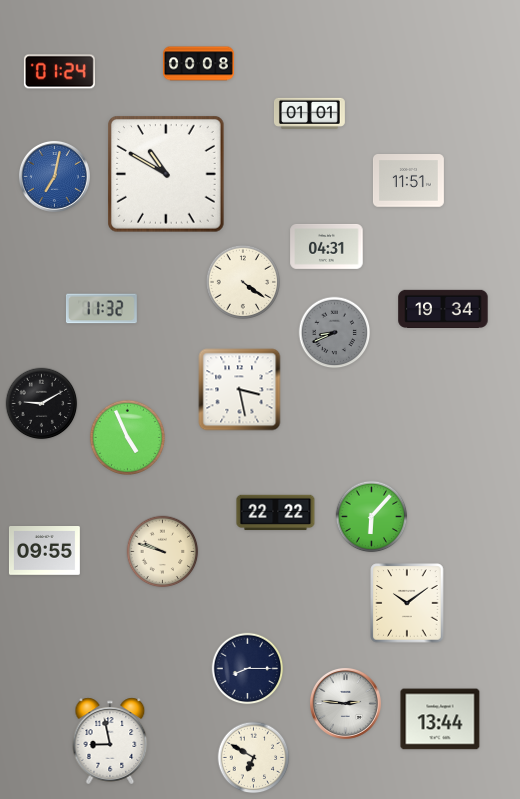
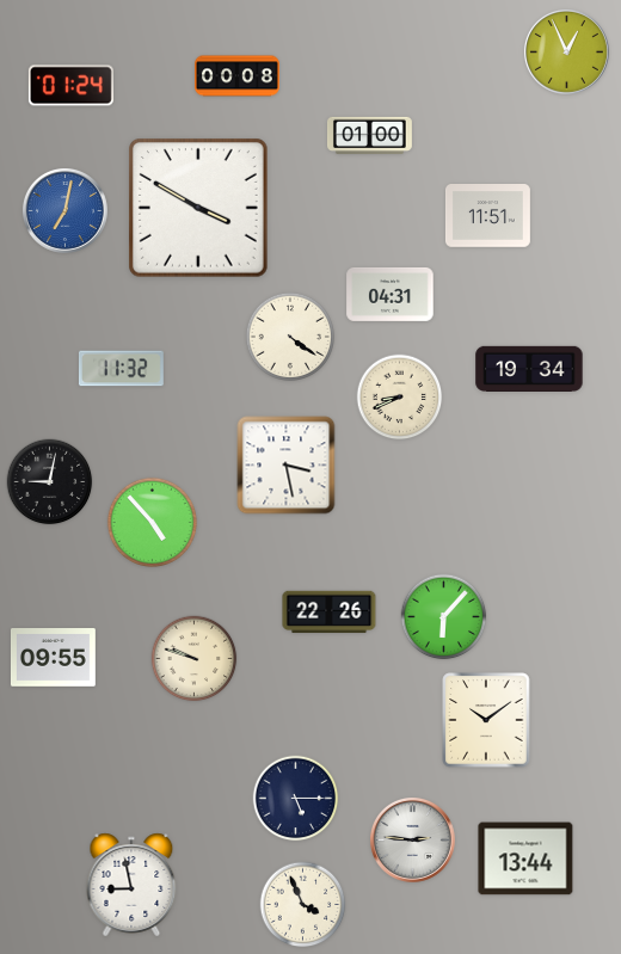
clock at (566, 51): none -> 12:56
clock at (309, 113): 01:01 -> 01:00
clock at (167, 175): 10:50 -> 3:50
clock at (335, 333) dial: grey -> cream
clock at (42, 404): 9:10 -> 9:02
clock at (127, 437): 4:56 -> 4:53
clock at (276, 513): 22:22 -> 22:26
clock at (248, 669): 8:15 -> 5:15
clock at (254, 758): 6:50 -> 3:56
